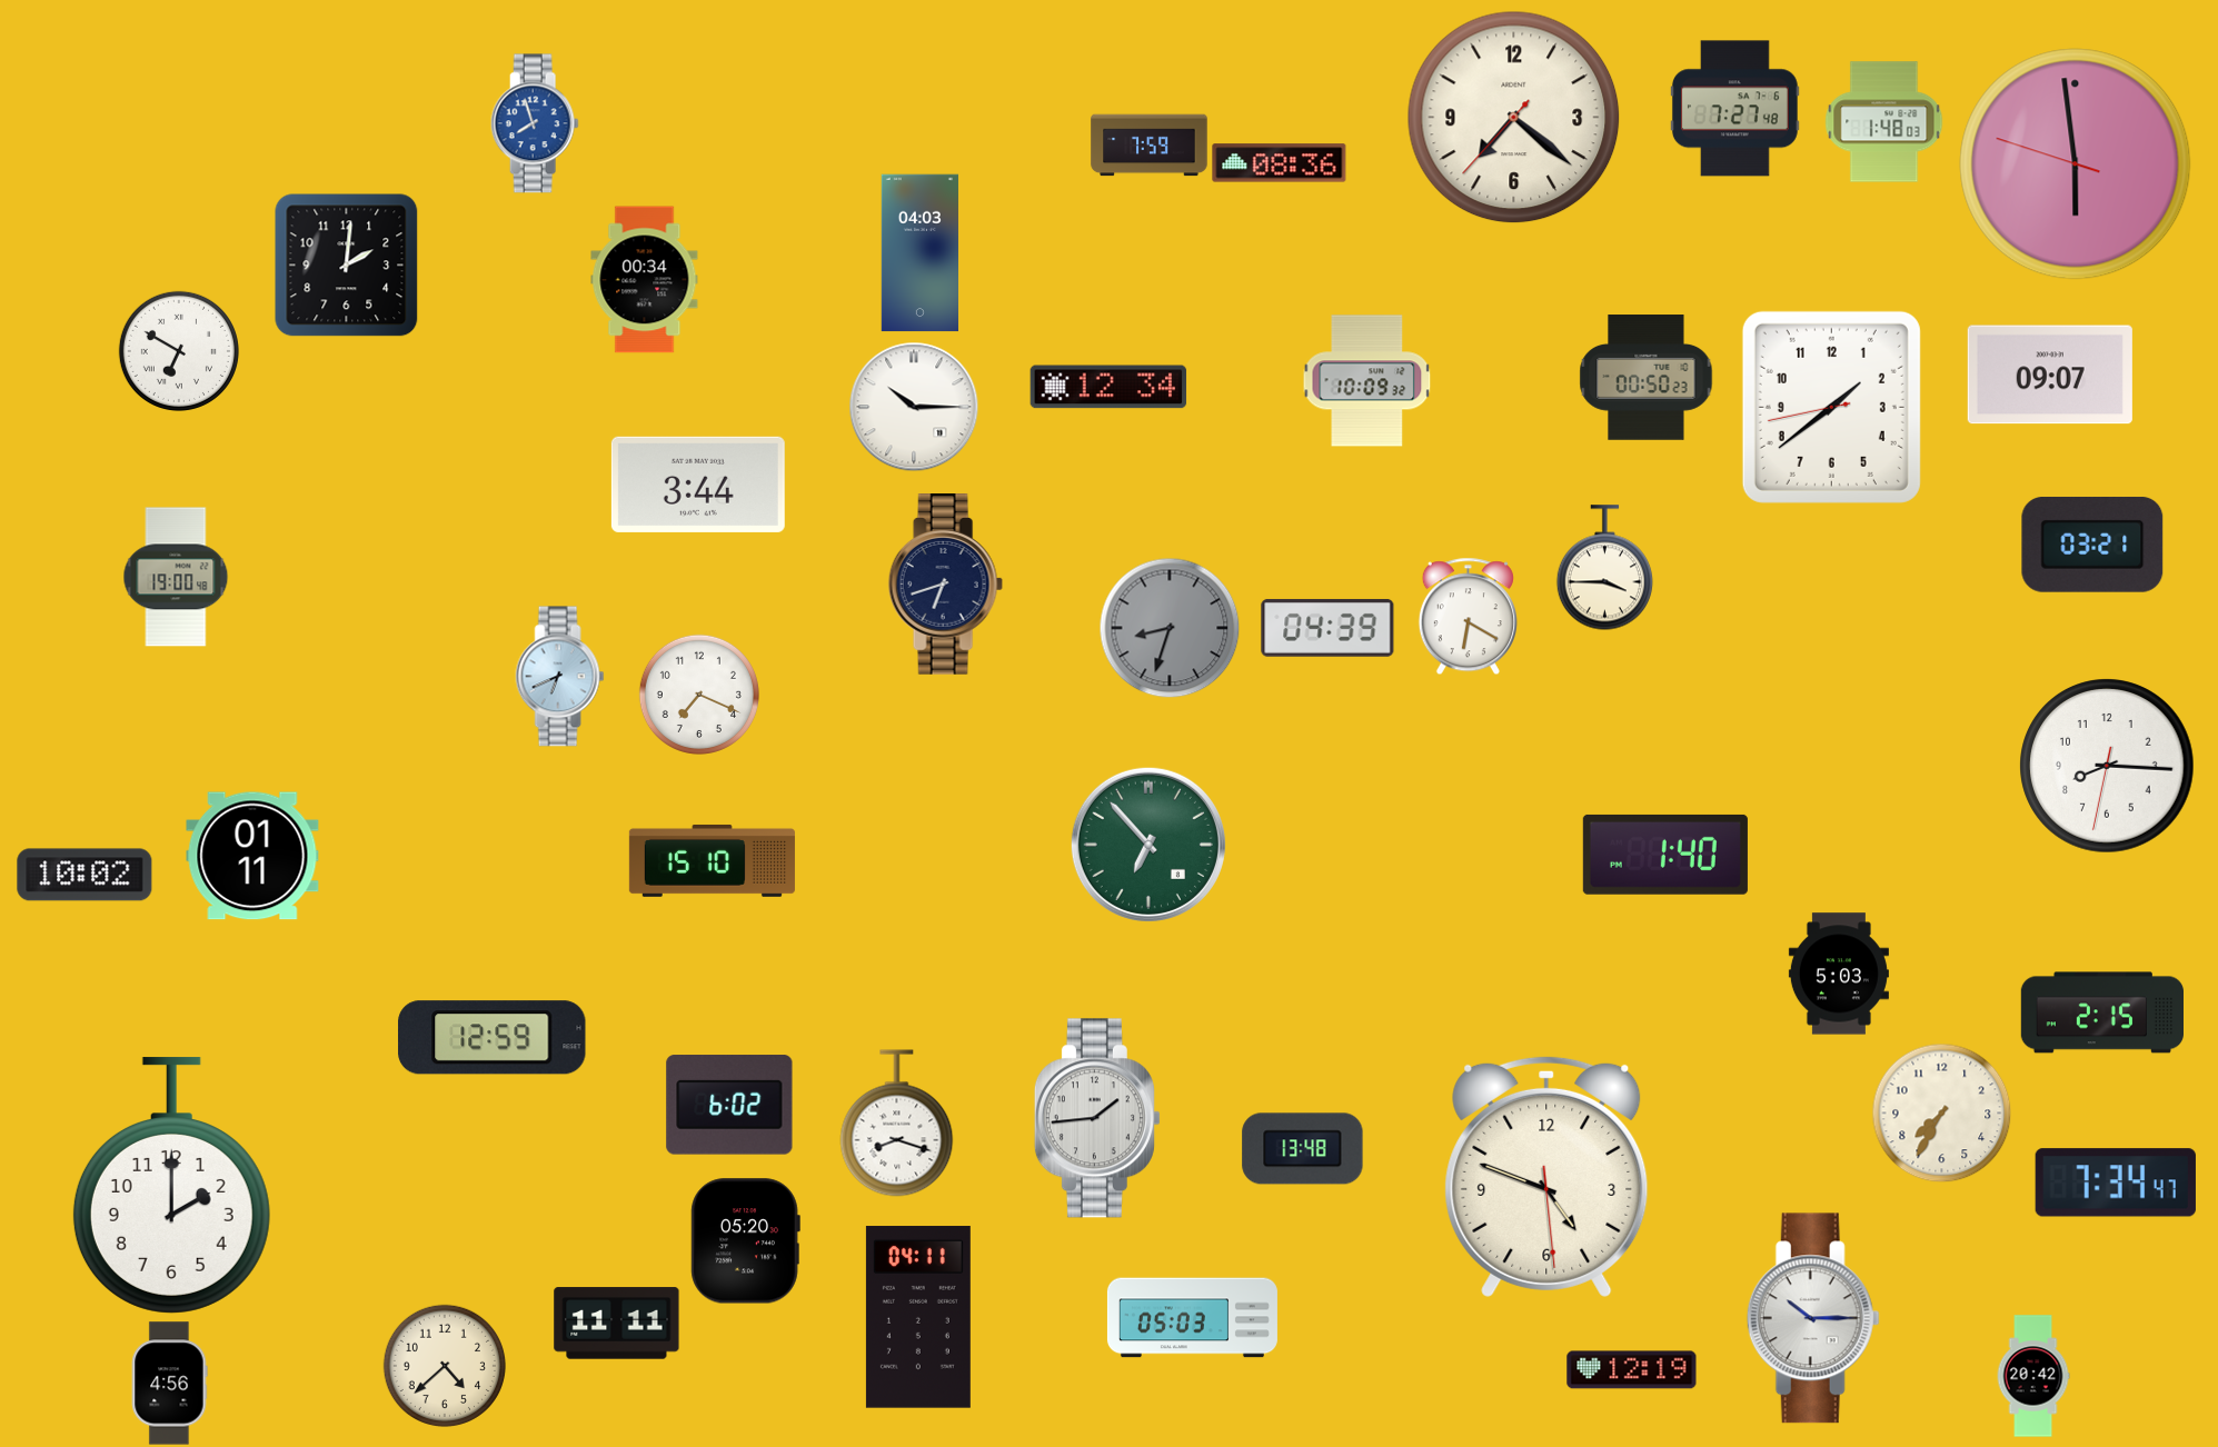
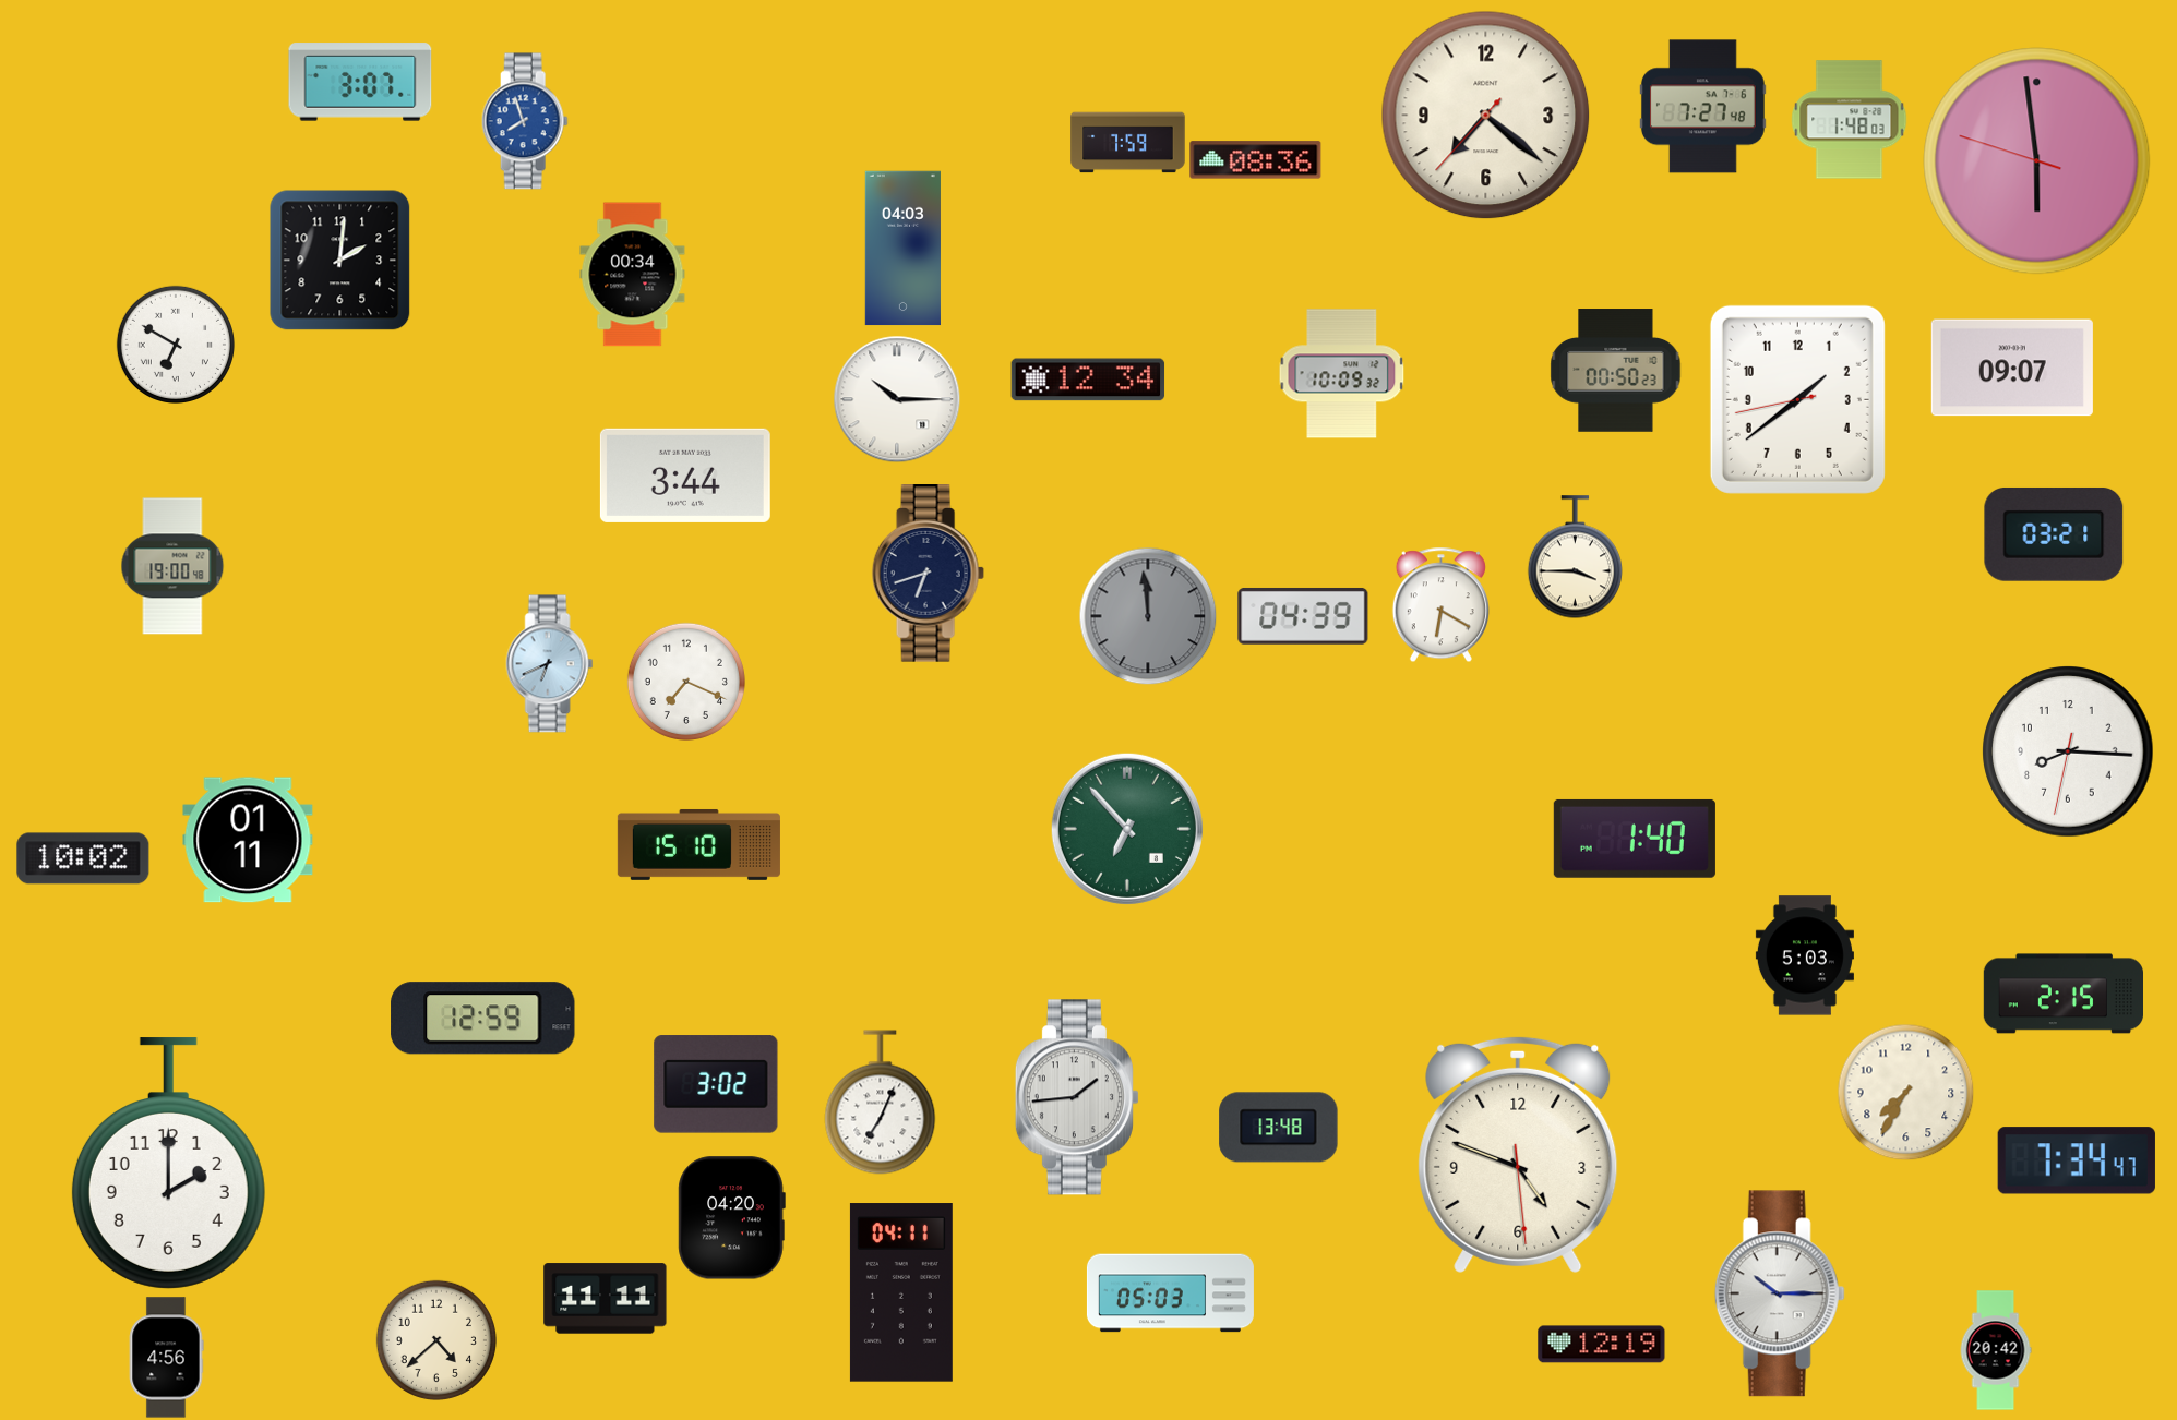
clock at (360, 82): none -> 3:07
clock at (1170, 628): 8:33 -> 11:59
clock at (729, 1105): 6:02 -> 3:02
clock at (897, 1124): 8:18 -> 7:04
clock at (745, 1241): 05:20 -> 04:20
